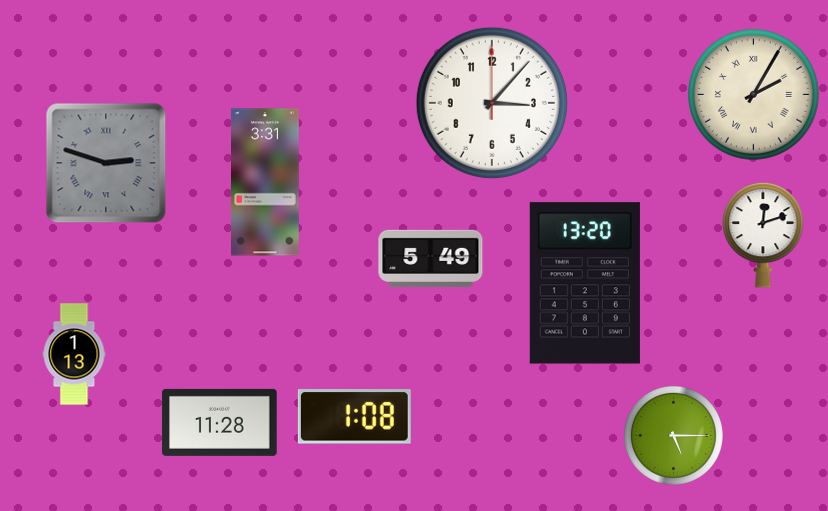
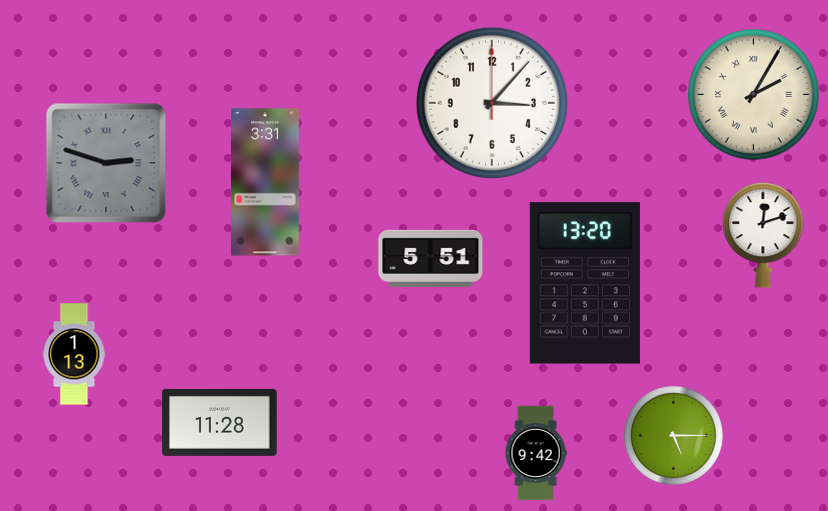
clock at (431, 258): 5:49 -> 5:51
clock at (354, 417): 1:08 -> none
clock at (536, 453): none -> 9:42
